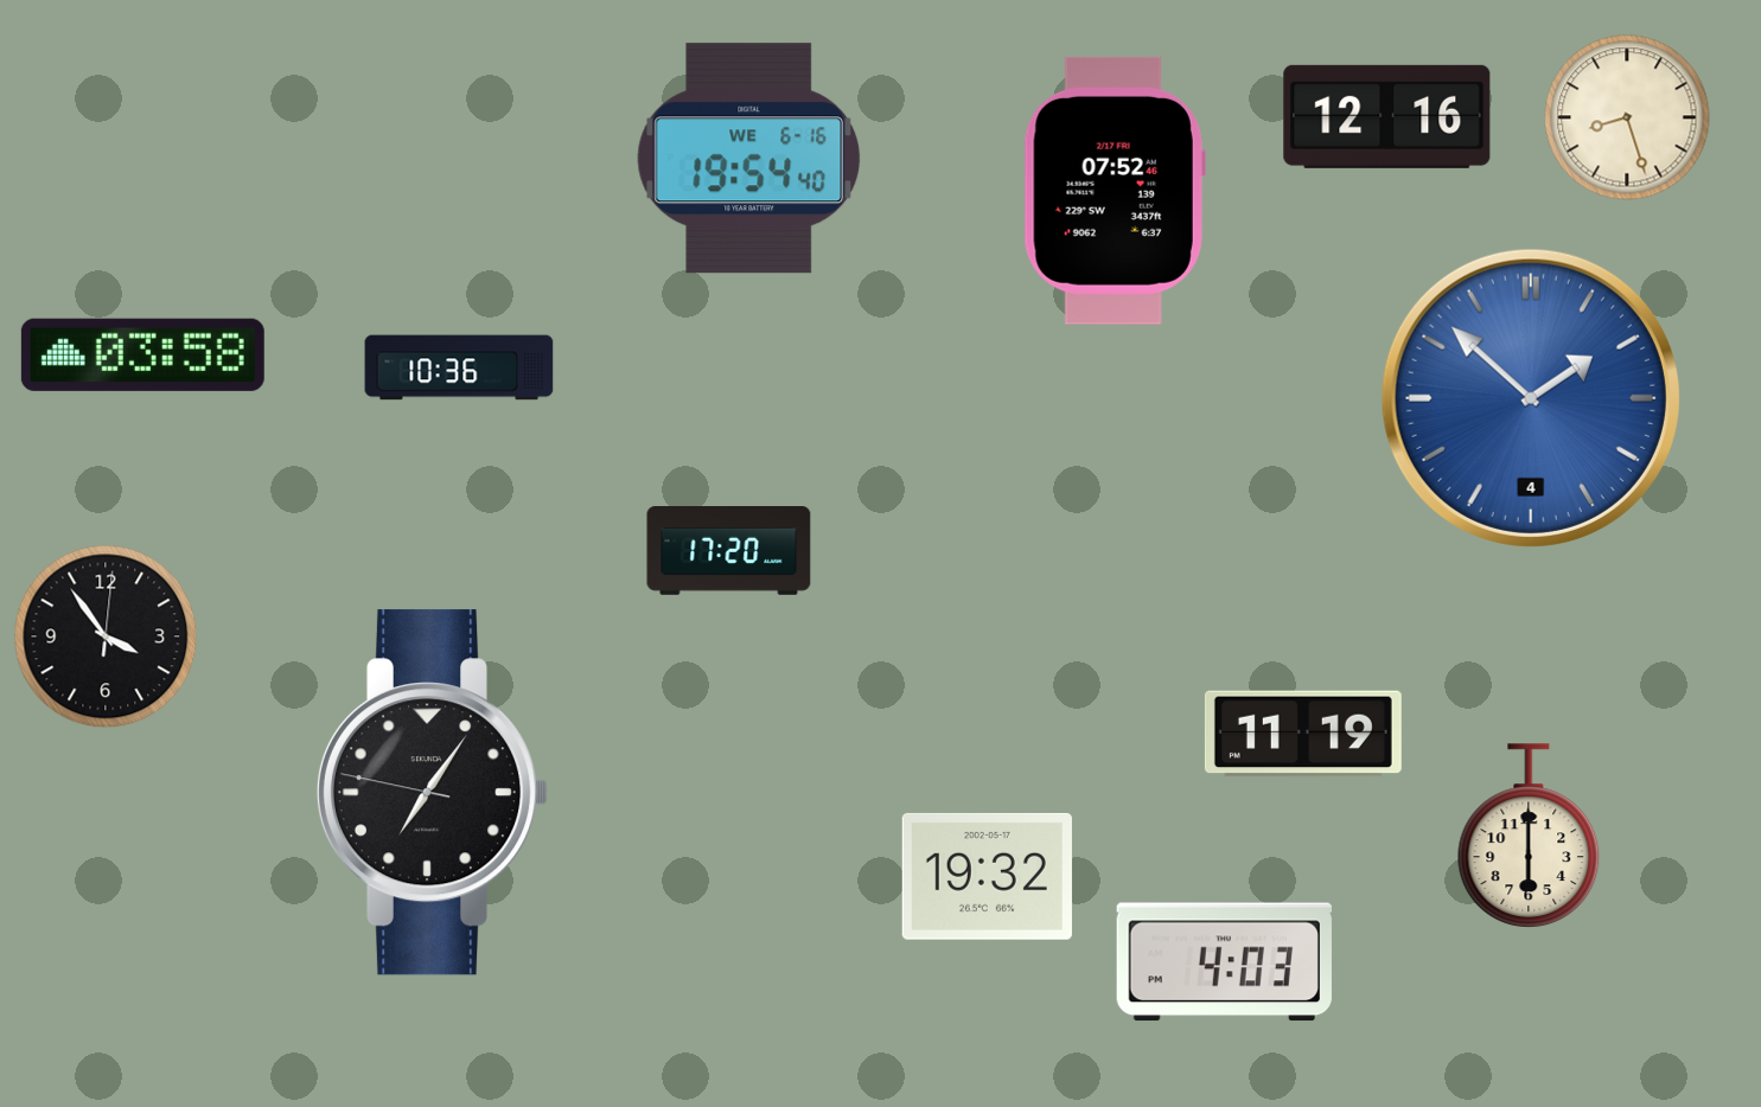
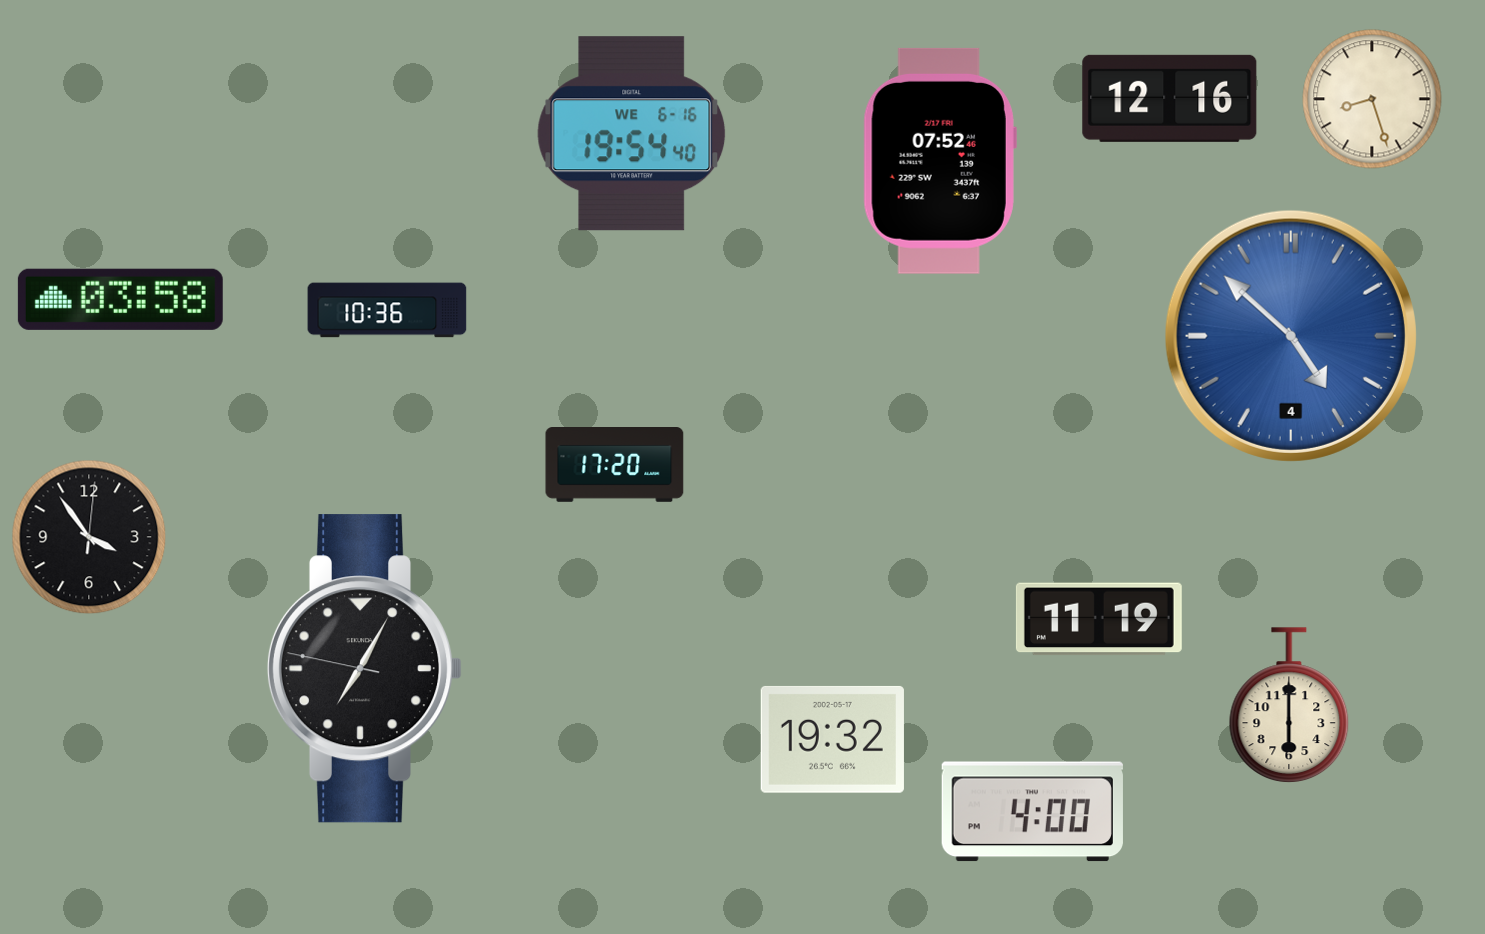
clock at (1531, 398): 1:52 -> 4:52
clock at (433, 793): 7:05 -> 7:04
clock at (1224, 962): 4:03 -> 4:00
